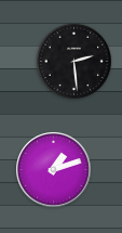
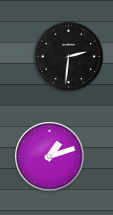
clock at (74, 62): 2:29 -> 2:31
